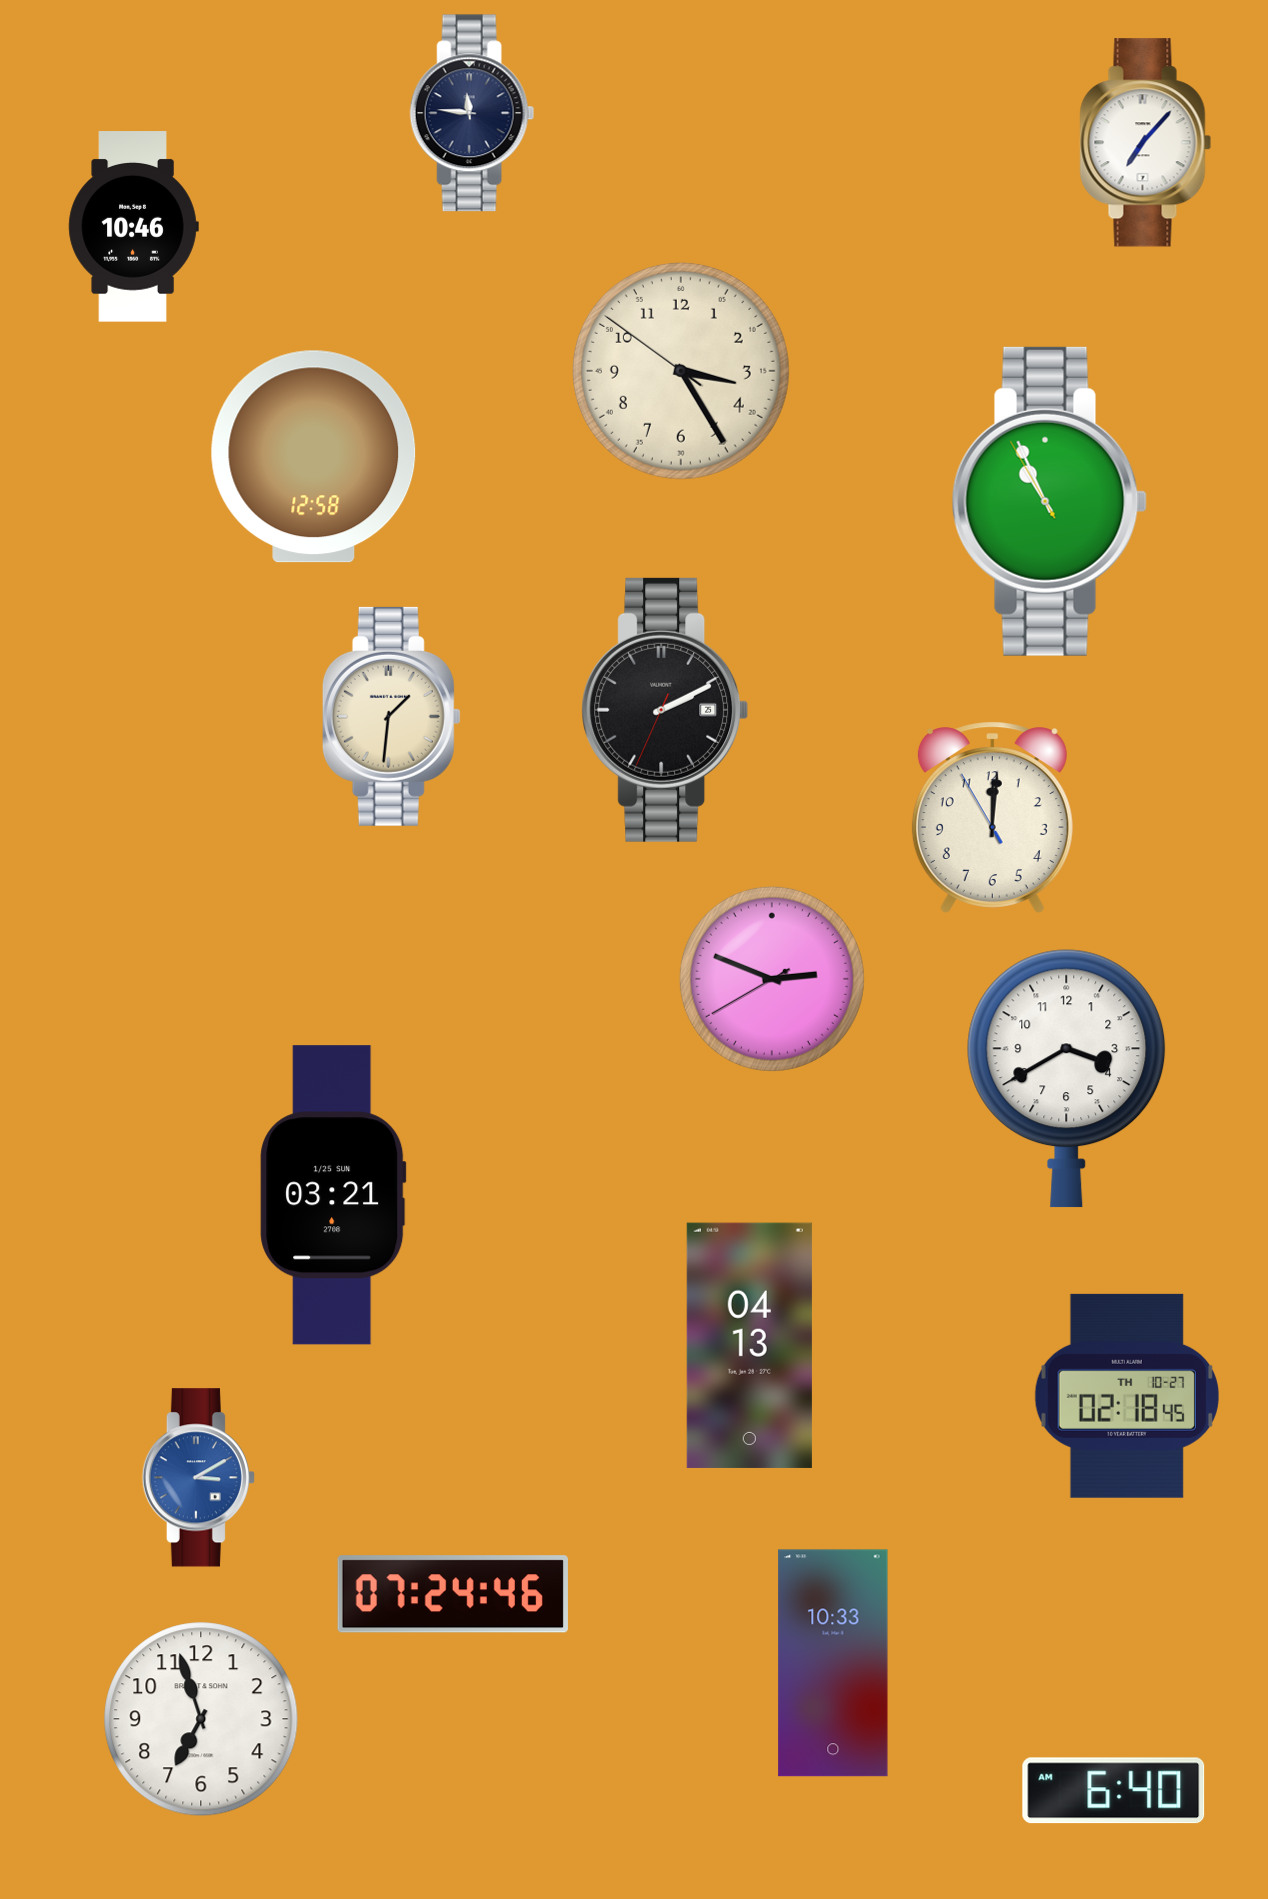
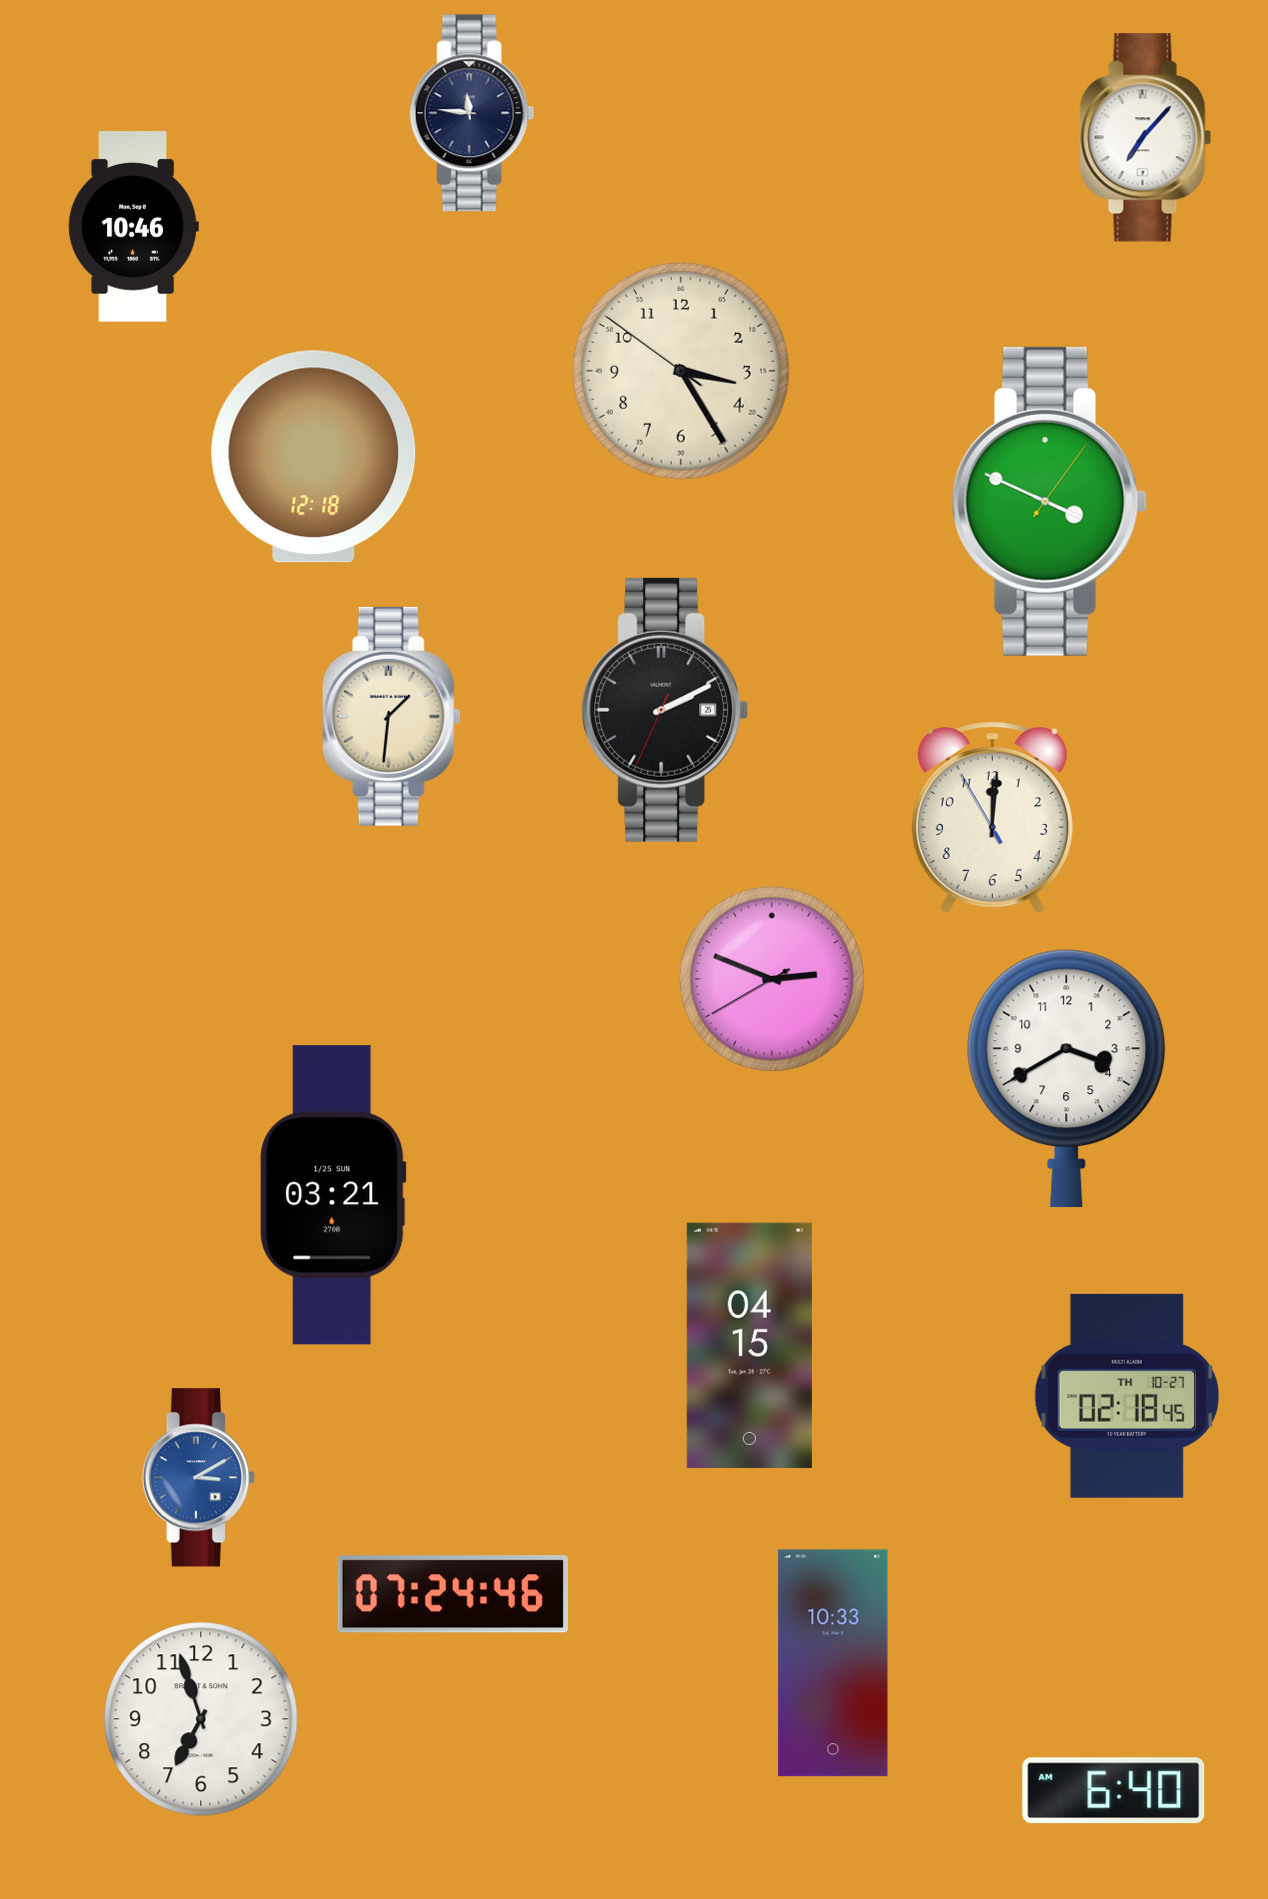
clock at (1146, 143) position: (1146, 143) -> (1146, 138)
clock at (314, 457): 12:58 -> 12:18
clock at (1049, 501): 10:55 -> 3:49
clock at (749, 1345): 04:13 -> 04:15
